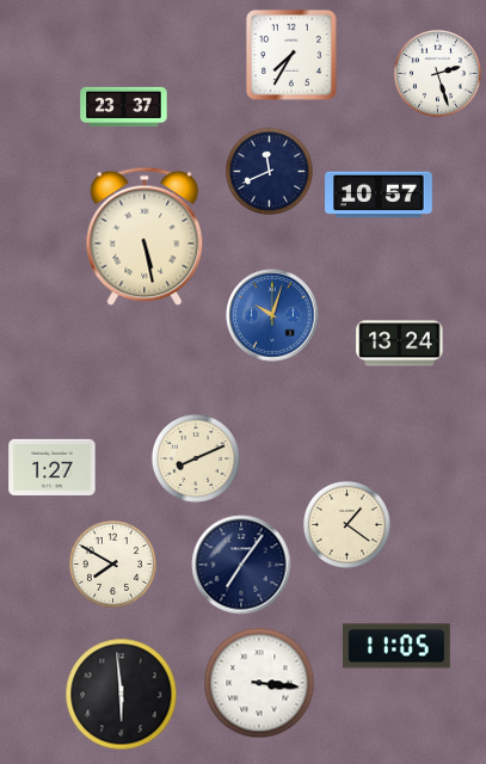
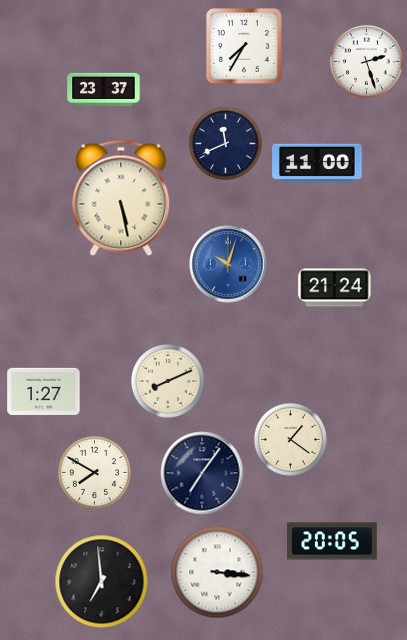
clock at (379, 195): 10:57 -> 11:00
clock at (400, 344): 13:24 -> 21:24
clock at (196, 458) position: (196, 458) -> (168, 381)
clock at (396, 646): 11:05 -> 20:05
clock at (122, 695): 5:59 -> 6:59
